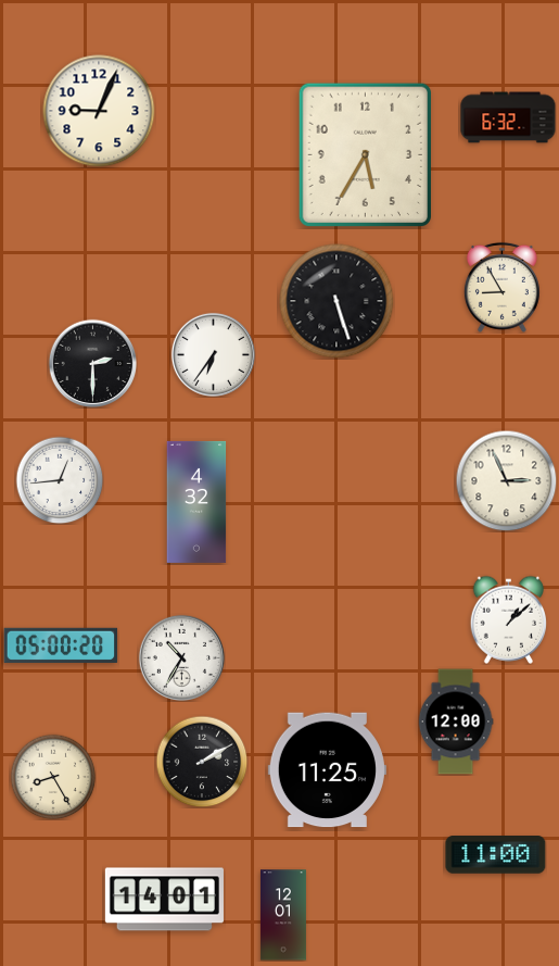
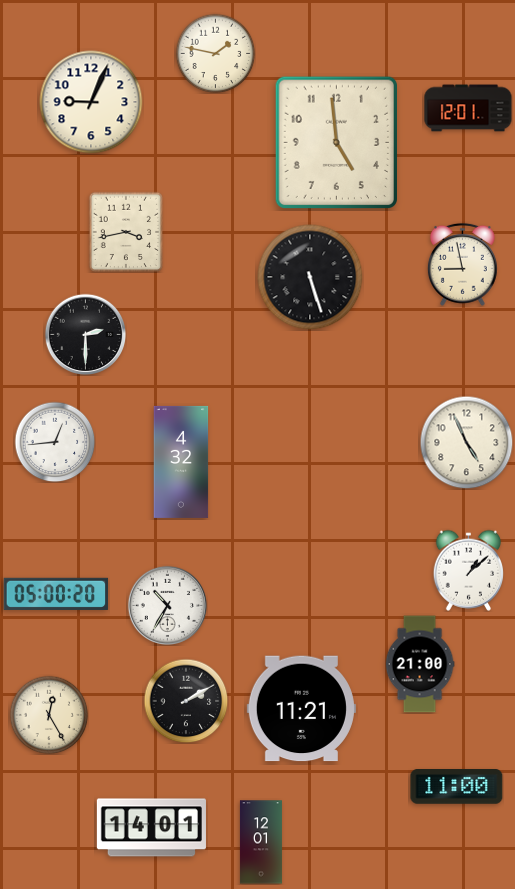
clock at (215, 53): none -> 1:47
clock at (508, 117): 6:32 -> 12:01
clock at (365, 154): 5:35 -> 4:59
clock at (125, 232): none -> 3:43
clock at (501, 287): 8:55 -> 8:58
clock at (213, 354): 6:36 -> none
clock at (506, 480): 2:56 -> 4:56
clock at (456, 722): 12:00 -> 21:00
clock at (327, 770): 11:25 -> 11:21
clock at (53, 777): 8:25 -> 12:25
